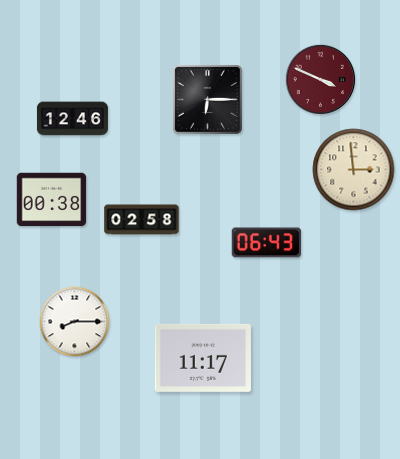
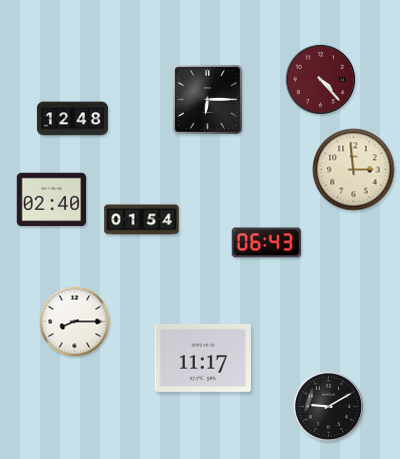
clock at (320, 79): 3:49 -> 4:23
clock at (72, 119): 12:46 -> 12:48
clock at (52, 200): 00:38 -> 02:40
clock at (142, 220): 02:58 -> 01:54
clock at (328, 406): none -> 9:10
